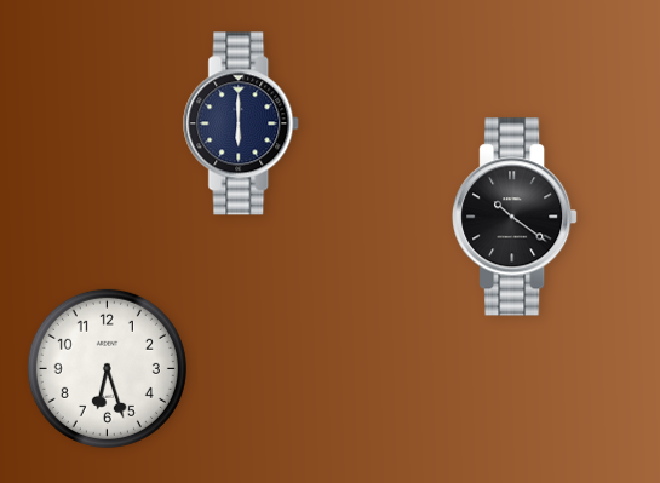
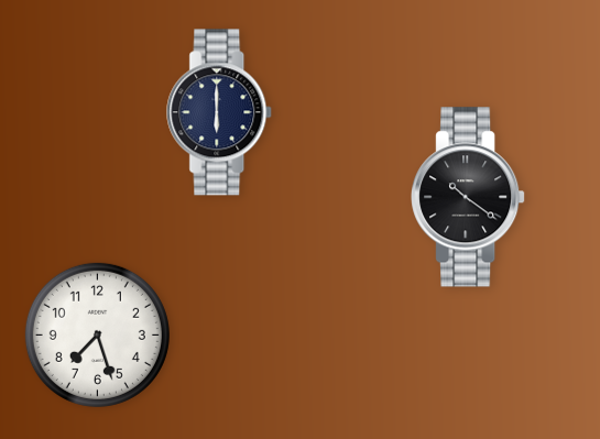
clock at (107, 368): 6:27 -> 7:27
